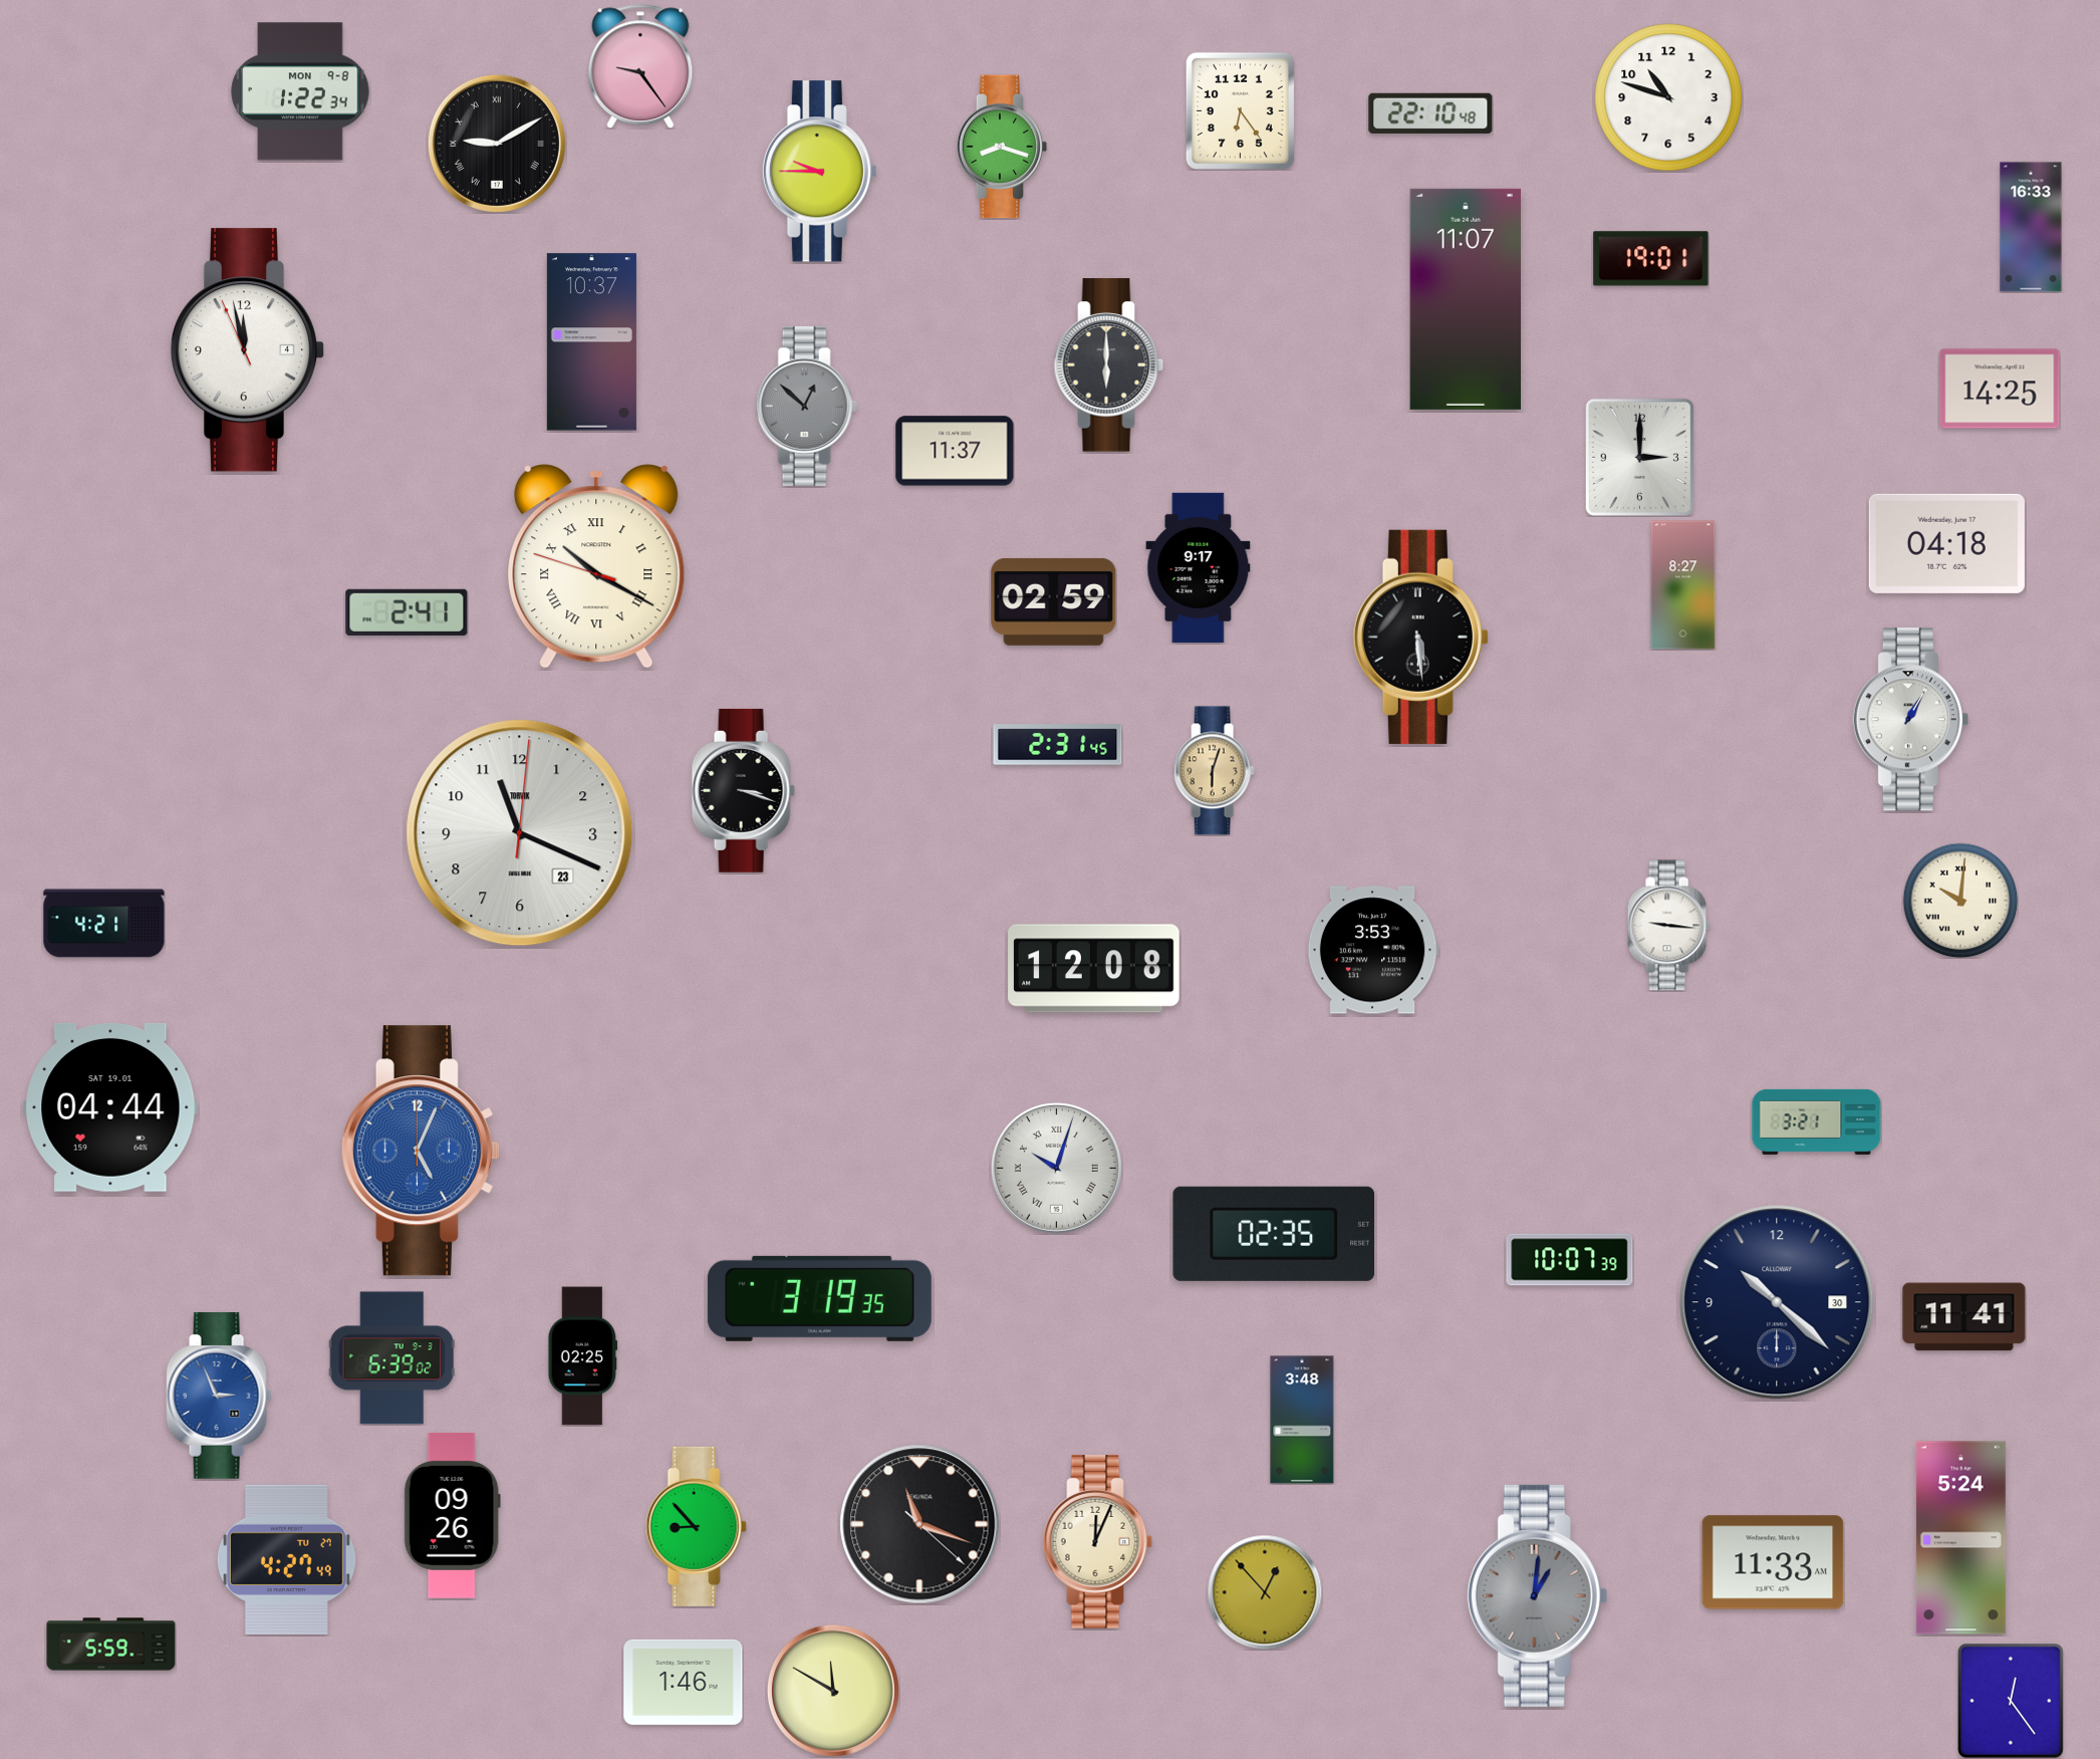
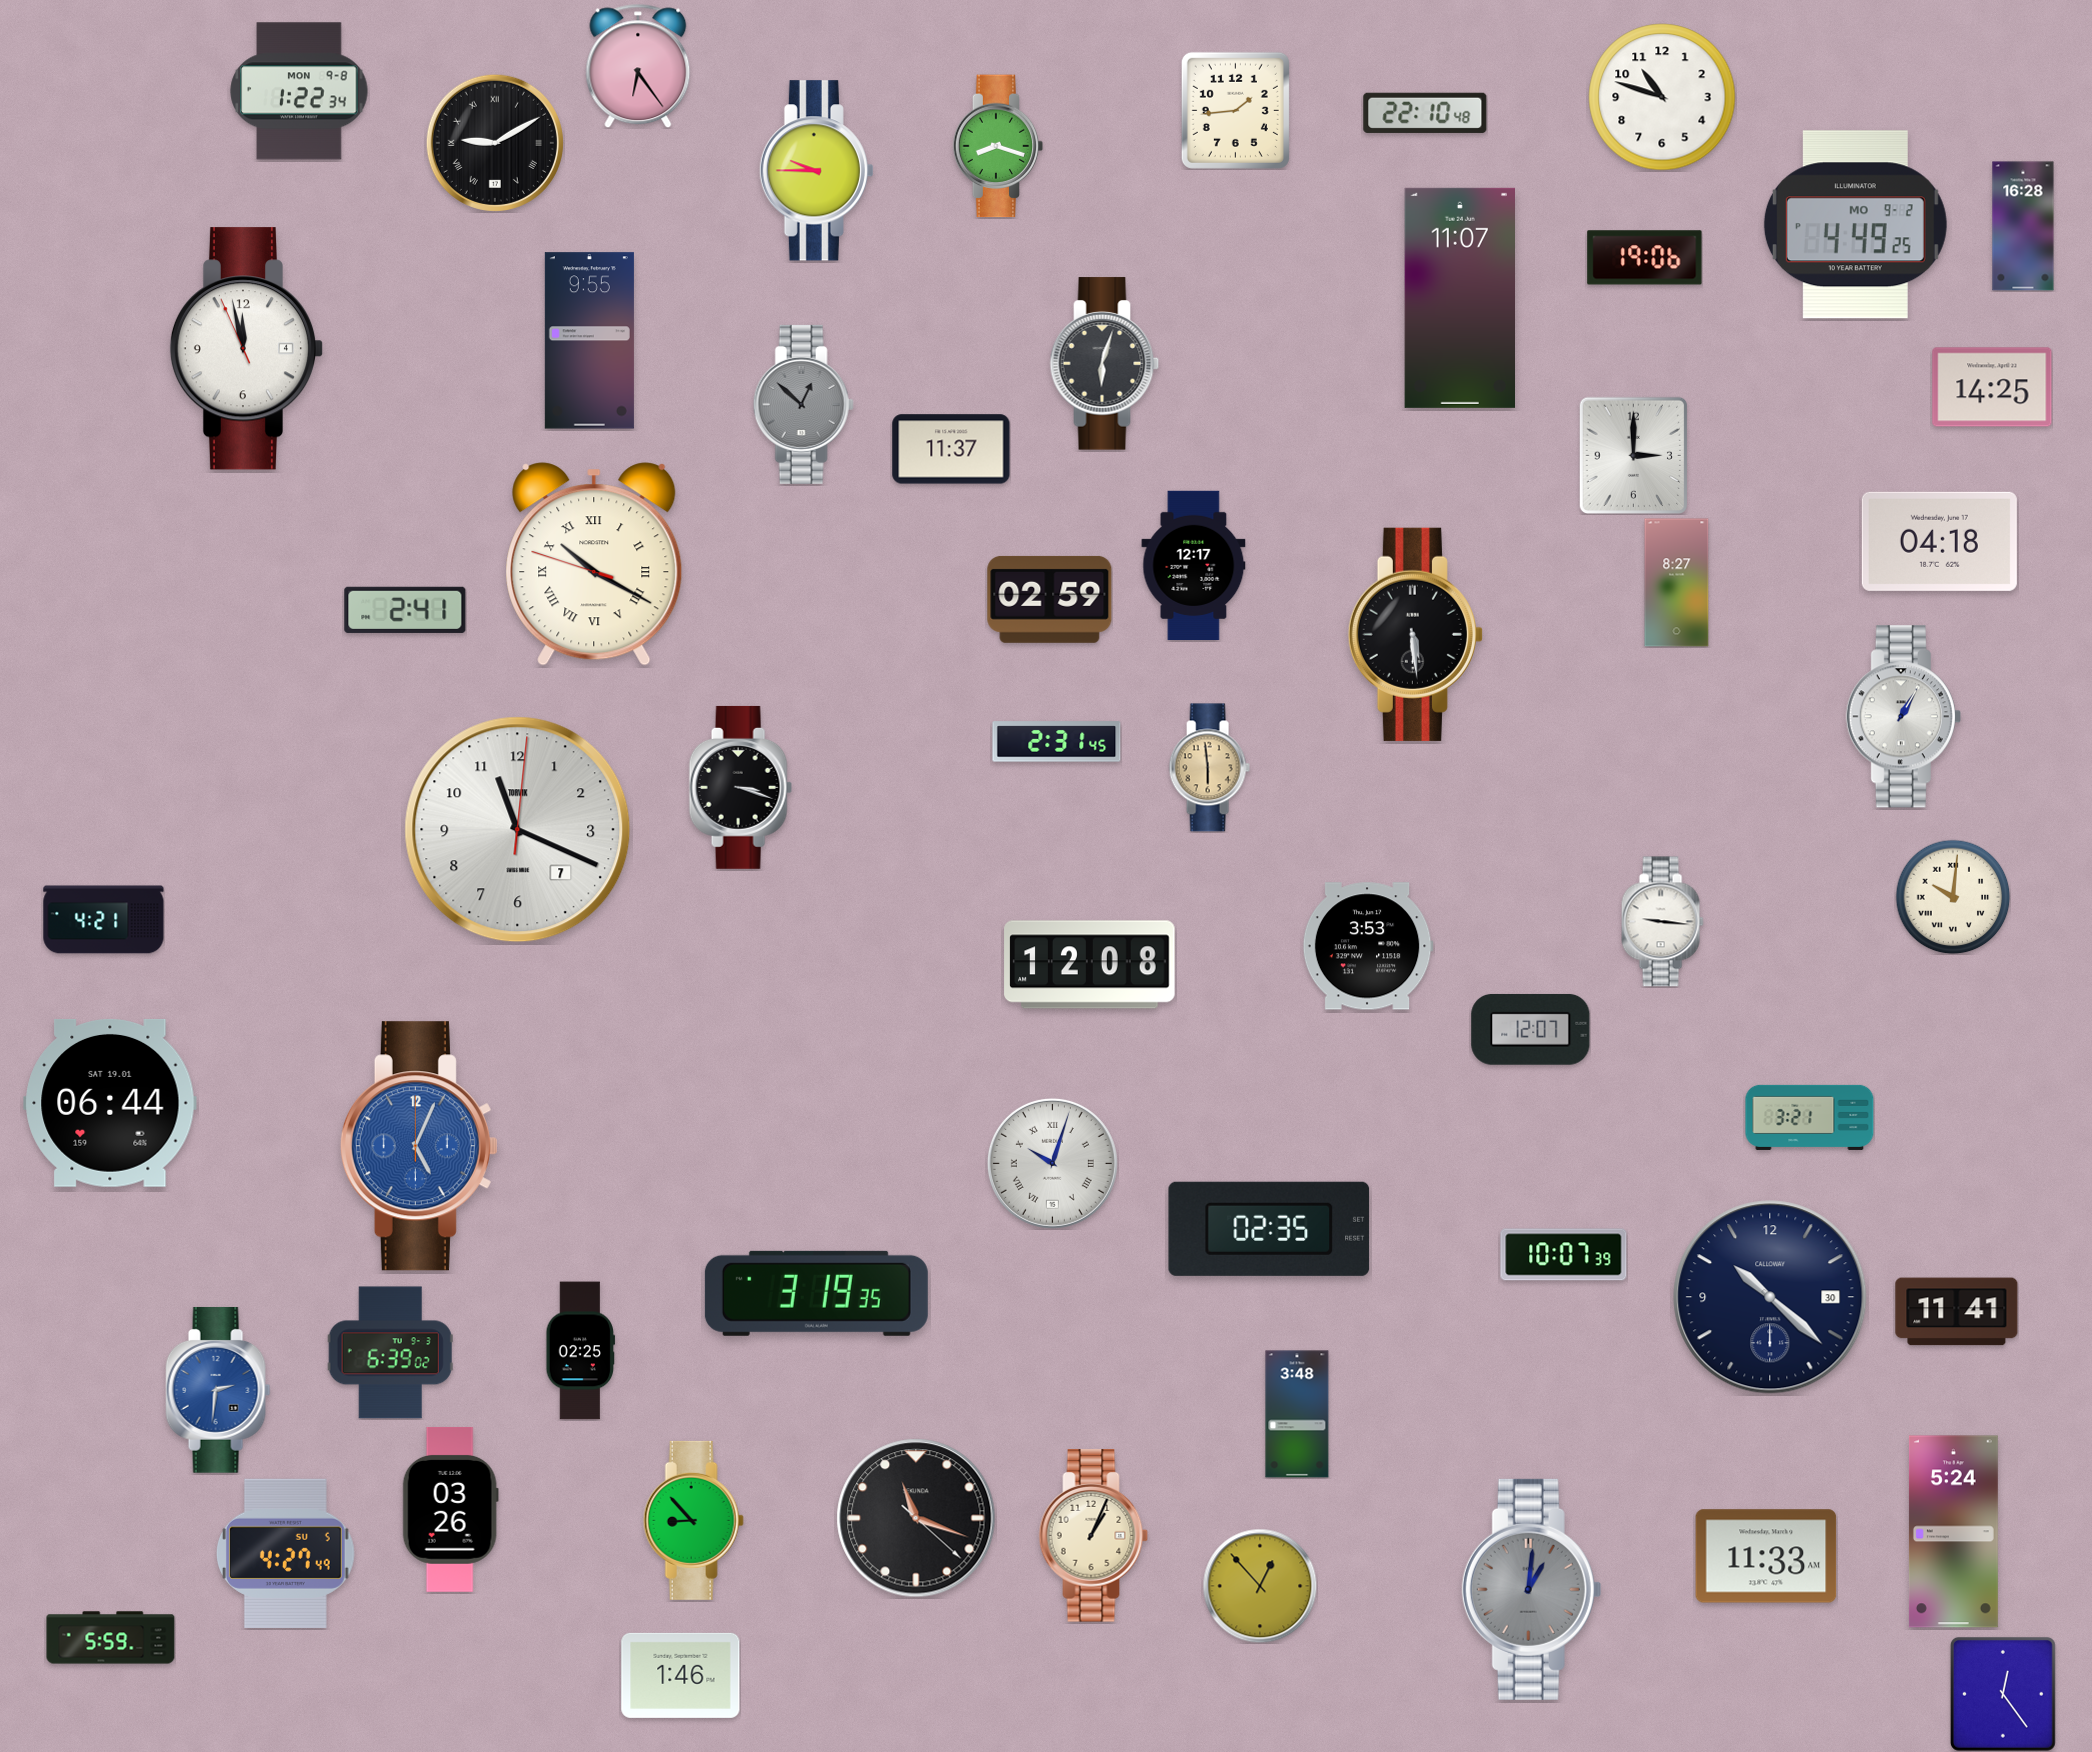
clock at (640, 66): 9:24 -> 6:24
clock at (1240, 110): 6:24 -> 1:44
clock at (1855, 225): none -> 4:49
clock at (2031, 227): 16:33 -> 16:28
clock at (1651, 259): 19:01 -> 19:06
clock at (591, 342): 10:37 -> 9:55
clock at (1109, 365): 6:00 -> 6:03
clock at (1199, 568): 9:17 -> 12:17
clock at (1058, 745) position: (1058, 745) -> (1057, 742)
clock at (1214, 771): 6:03 -> 5:59
clock at (520, 833) date: 23 -> 7
clock at (1531, 1029): none -> 12:07
clock at (110, 1108): 04:44 -> 06:44
clock at (219, 1396): 2:56 -> 2:31
clock at (452, 1515): 09:26 -> 03:26
clock at (1098, 1542): 12:04 -> 1:04
clock at (286, 1559) date: TU 27 -> SU 5
clock at (833, 1691): 11:50 -> none
